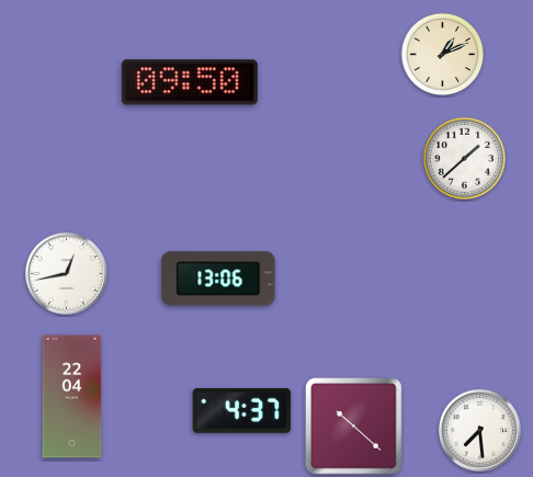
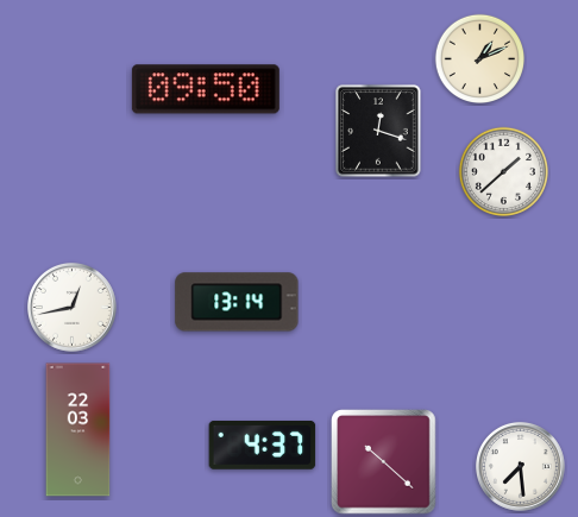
clock at (378, 131): none -> 12:18
clock at (67, 274) position: (67, 274) -> (73, 308)
clock at (218, 279): 13:06 -> 13:14
clock at (72, 397): 22:04 -> 22:03
